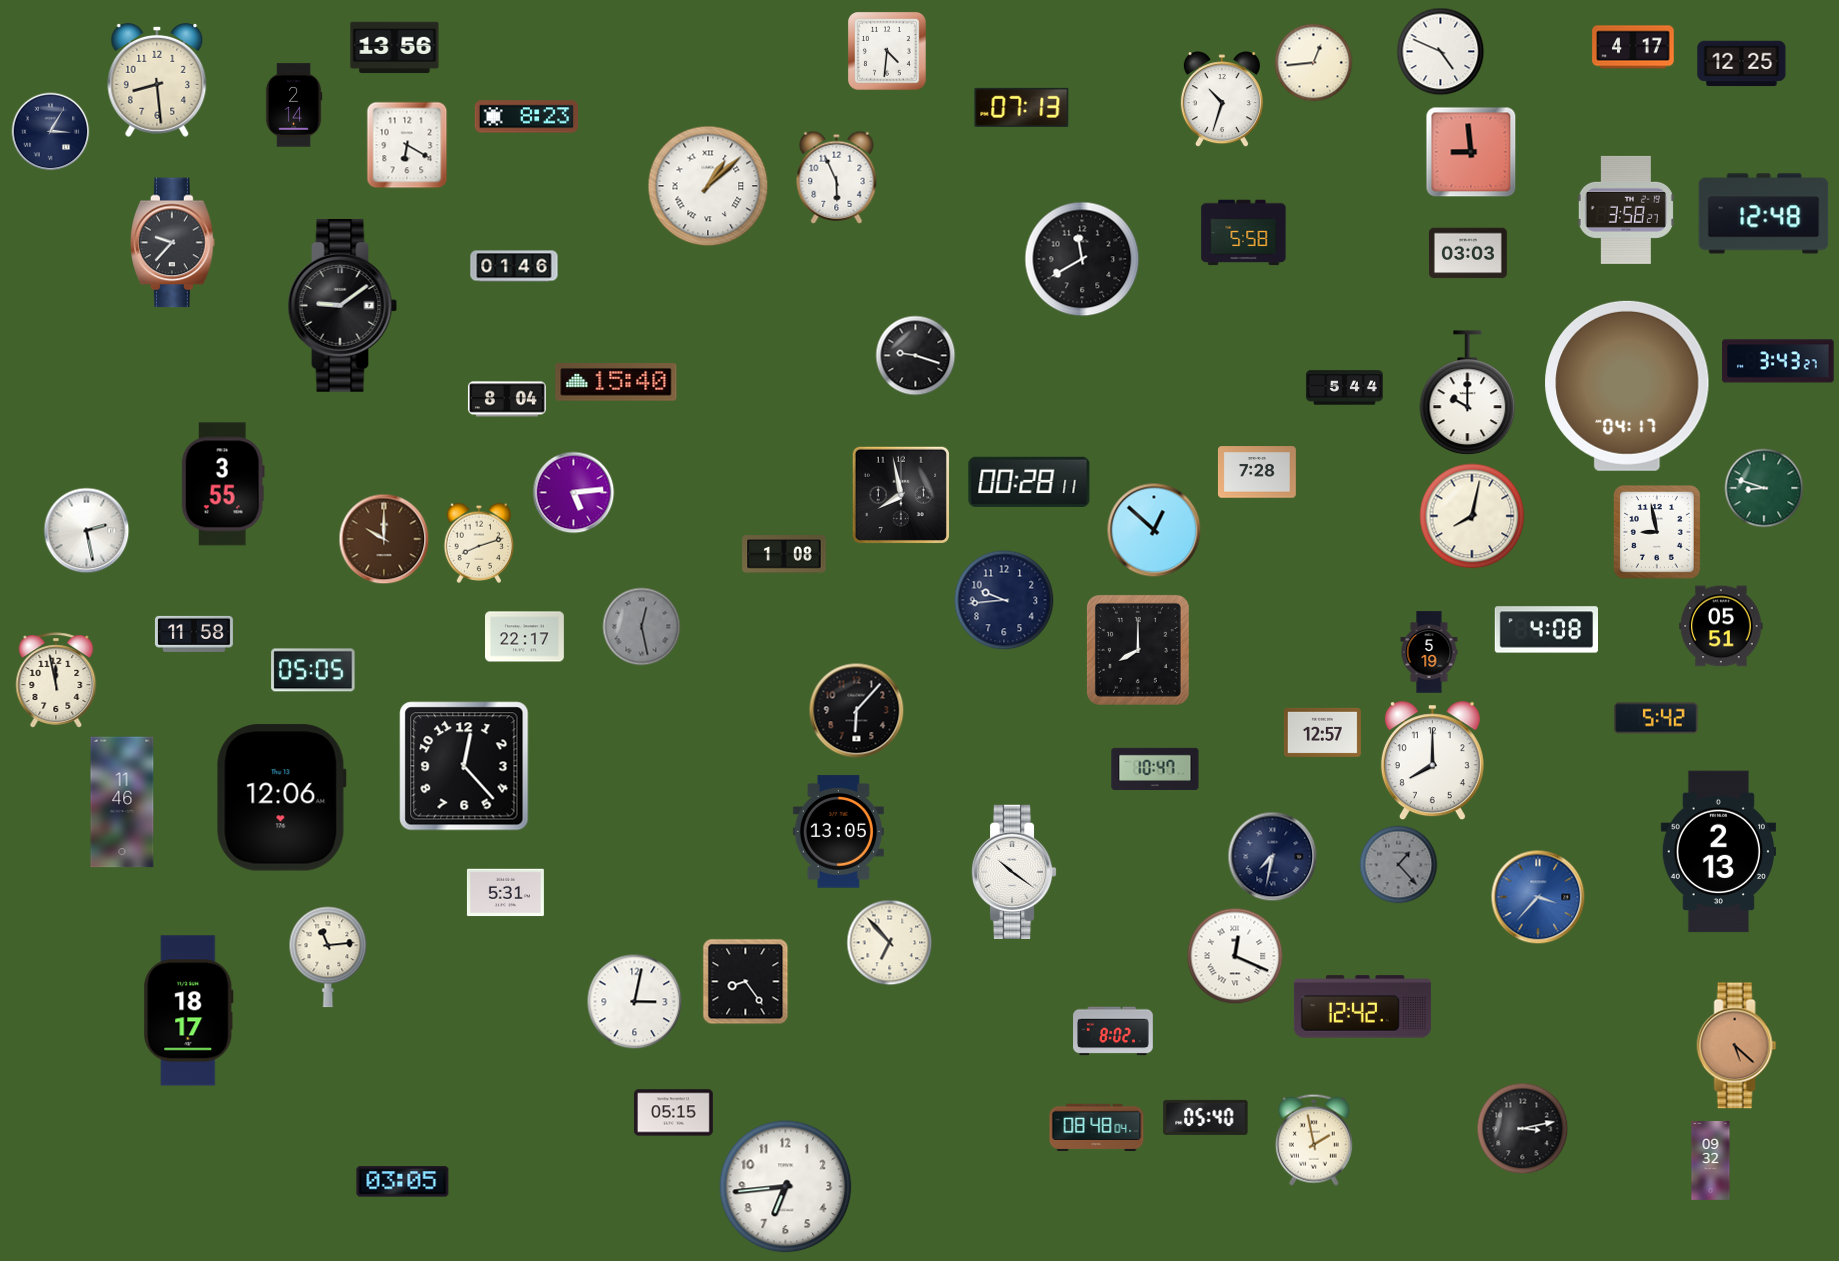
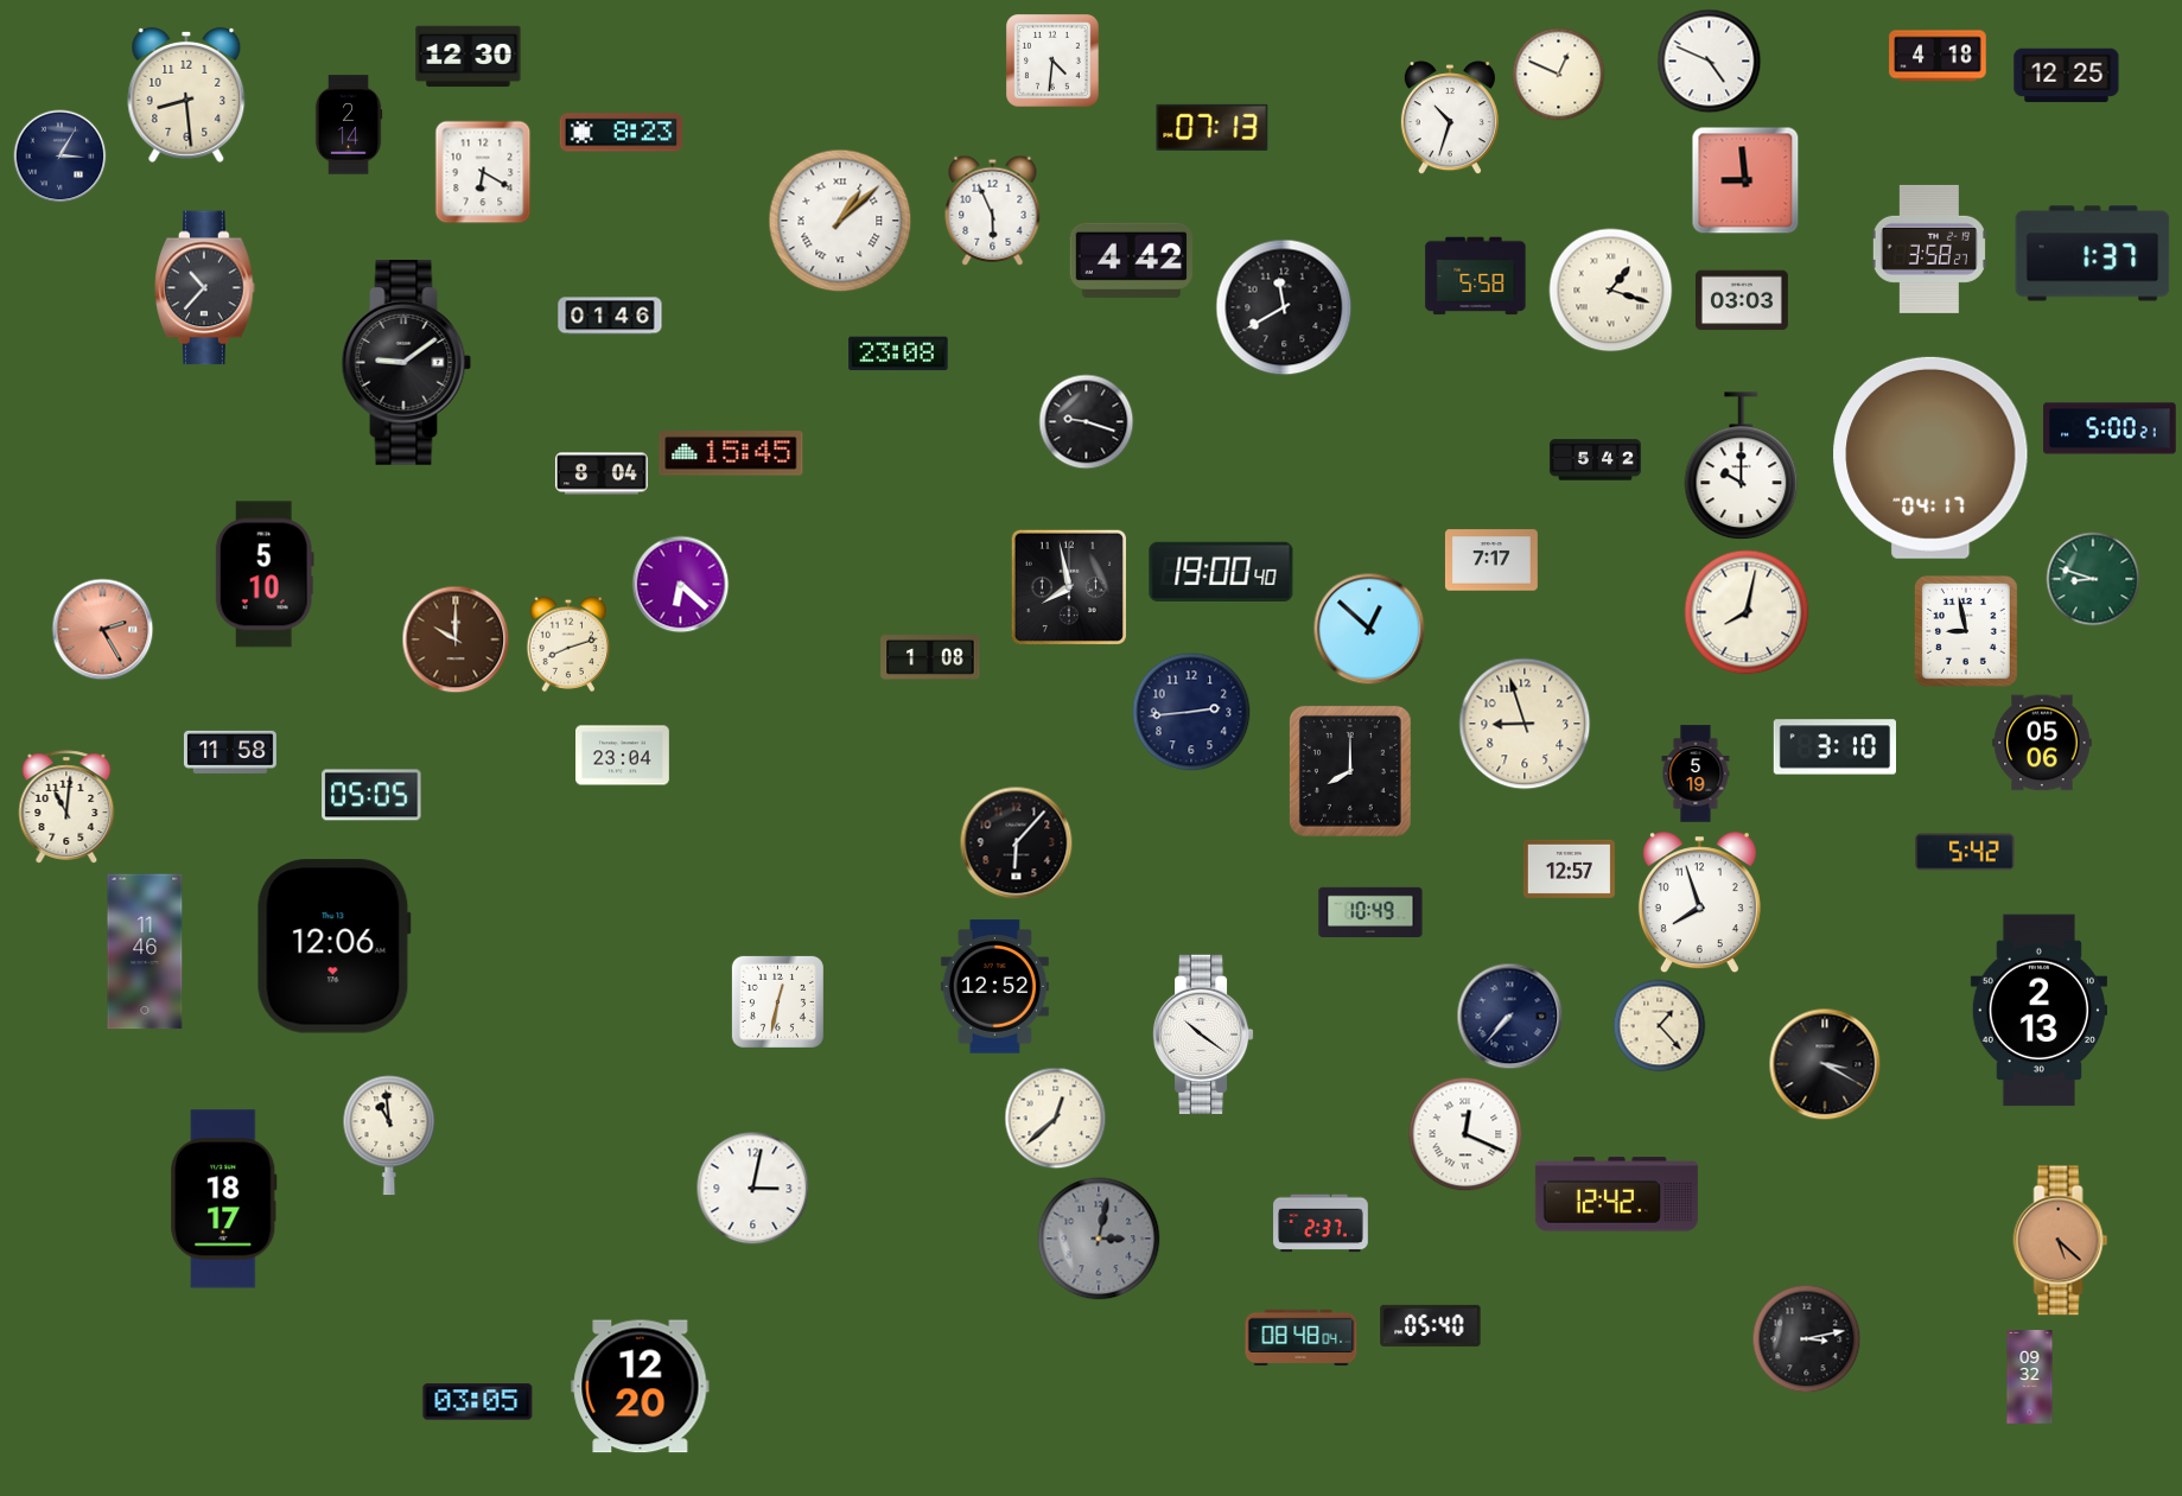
clock at (1633, 47): 4:17 -> 4:18
clock at (395, 48): 13:56 -> 12:30
clock at (1314, 63): 12:44 -> 12:49
clock at (527, 117) position: (527, 117) -> (622, 133)
clock at (1764, 214): 12:48 -> 1:37
clock at (1131, 260): none -> 4:42
clock at (173, 243): 9:37 -> 10:37
clock at (1611, 291): none -> 1:18
clock at (898, 354): none -> 23:08
clock at (1778, 361): 3:43 -> 5:00
clock at (616, 382): 15:40 -> 15:45
clock at (1344, 388): 5:44 -> 5:42
clock at (1257, 472): 7:28 -> 7:17
clock at (1029, 482): 00:28 -> 19:00
clock at (223, 484): 3:55 -> 5:10
clock at (574, 493): 5:14 -> 6:22
clock at (87, 531): 2:28 -> 2:25
clock at (87, 531) dial: white -> salmon
clock at (1004, 600): 9:44 -> 2:44
clock at (1525, 724): none -> 8:57
clock at (1721, 626): 05:51 -> 05:06
clock at (642, 627): 12:28 -> none
clock at (1546, 630): 4:08 -> 3:10
clock at (525, 637): 22:17 -> 23:04
clock at (56, 680): 11:58 -> 11:01
clock at (1432, 761): 8:00 -> 7:57
clock at (464, 766): 12:23 -> none
clock at (1155, 768): 10:47 -> 10:49
clock at (838, 832): 13:05 -> 12:52
clock at (777, 1001): none -> 12:32
clock at (1273, 857): 7:32 -> 7:37
clock at (1399, 865) dial: grey -> cream
clock at (505, 893): 5:31 -> none
clock at (1538, 897): 3:37 -> 3:20
clock at (1538, 897) dial: blue -> black
clock at (890, 943): 6:53 -> 12:38
clock at (328, 957): 11:14 -> 10:59
clock at (746, 982): 8:24 -> none
clock at (1113, 1031): 8:02 -> 2:37
clock at (1099, 1239): none -> 3:02
clock at (674, 1113): 05:15 -> none
clock at (1314, 1140): 1:58 -> none
clock at (641, 1387): none -> 12:20
clock at (786, 1187): 6:44 -> none
